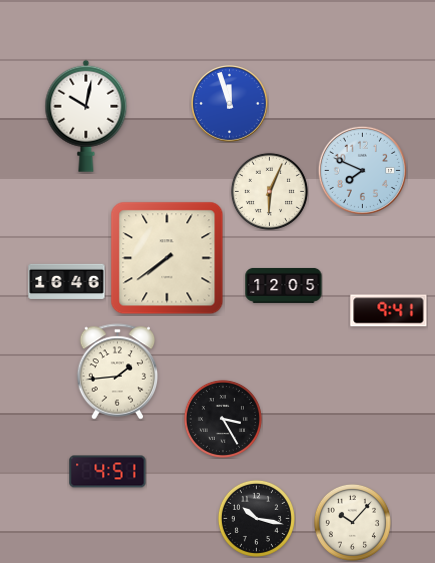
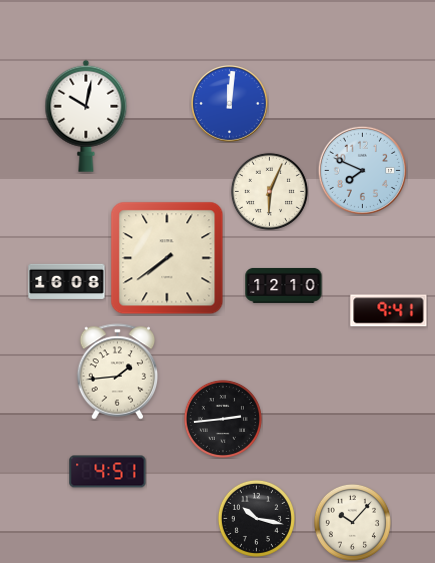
clock at (230, 104): 11:57 -> 12:01
clock at (67, 282): 16:46 -> 16:08
clock at (284, 285): 12:05 -> 12:10
clock at (223, 419): 3:25 -> 2:44
